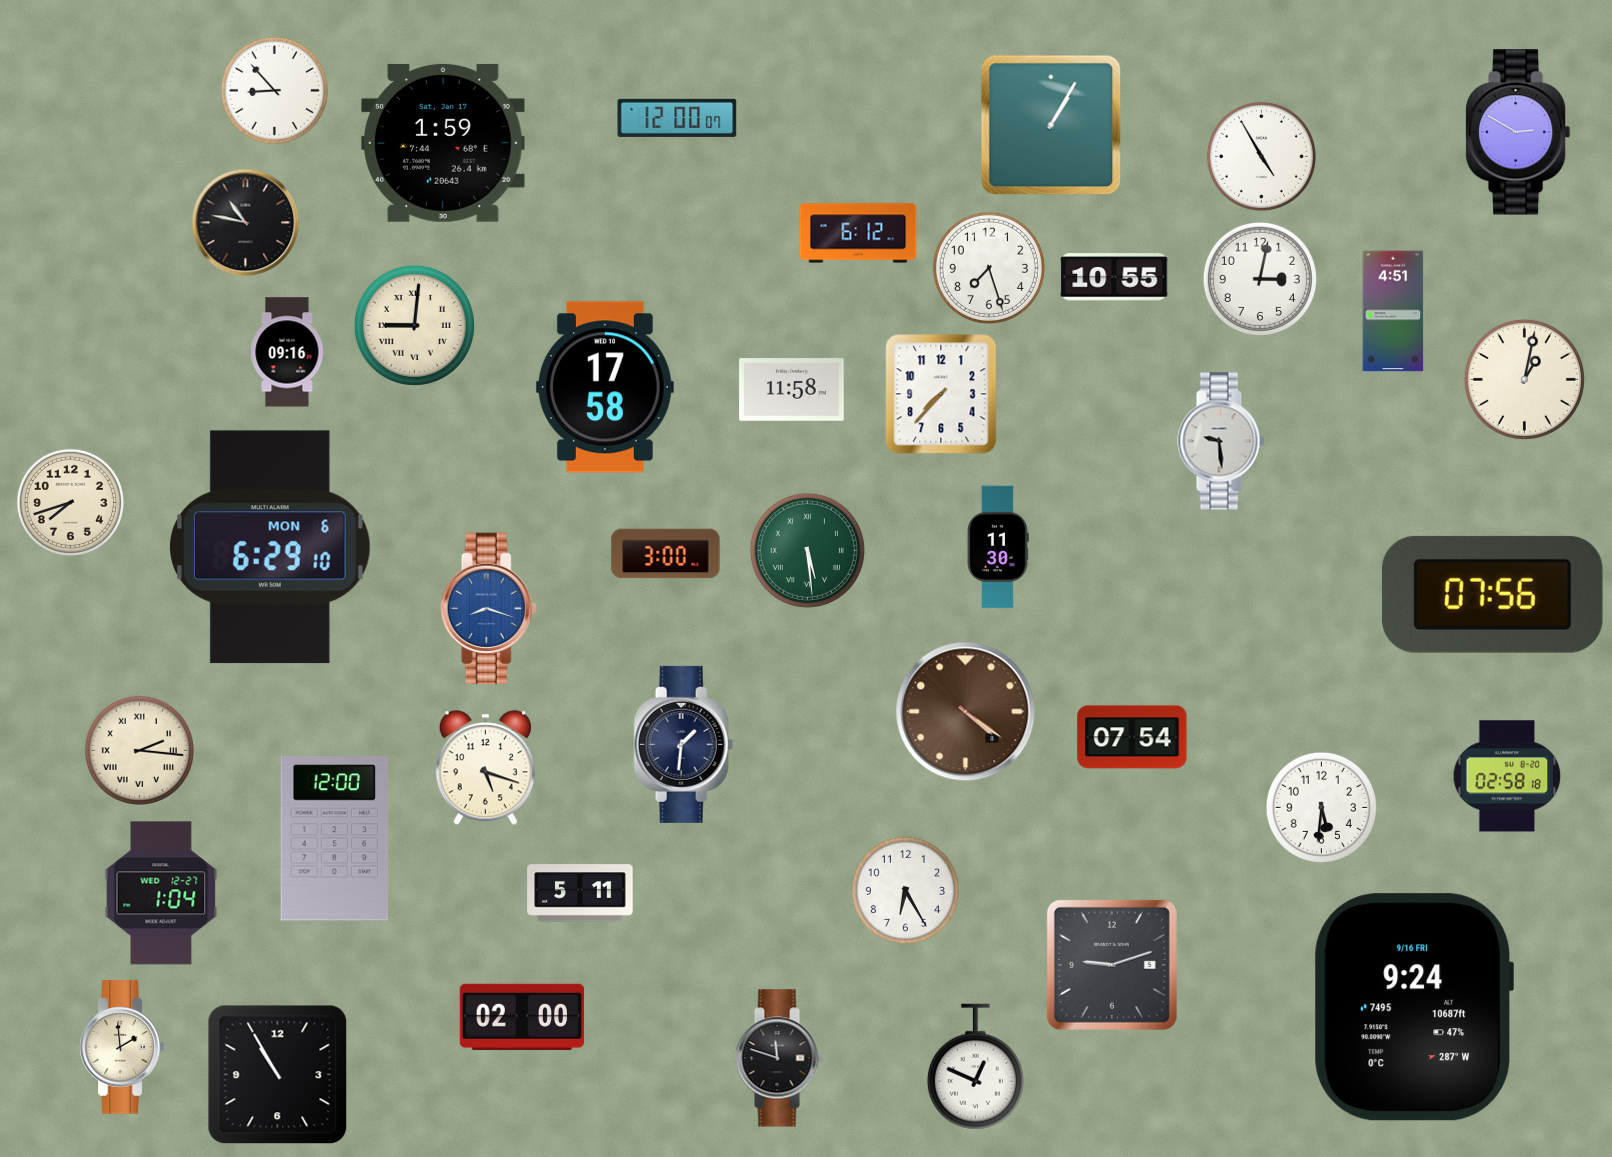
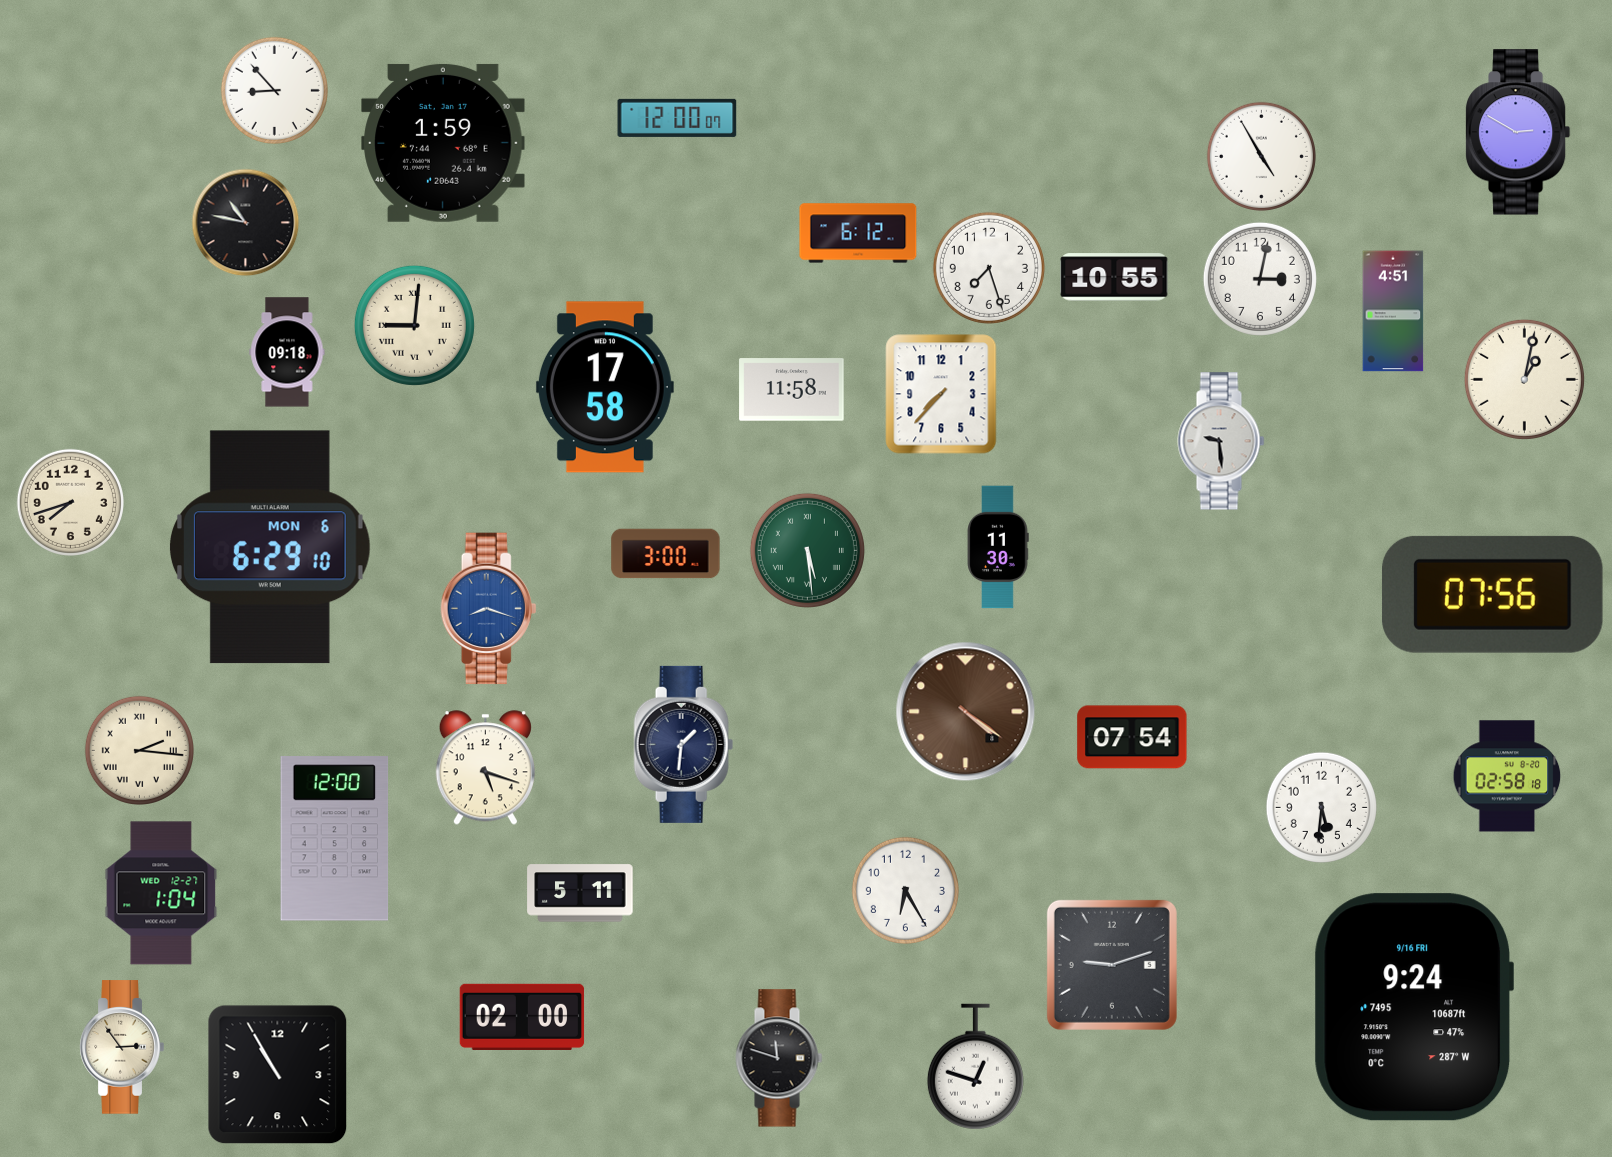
clock at (1051, 125): 1:05 -> none
clock at (287, 352): 09:16 -> 09:18
clock at (122, 1047): 1:59 -> 2:54
clock at (975, 1067): 12:49 -> 12:48
